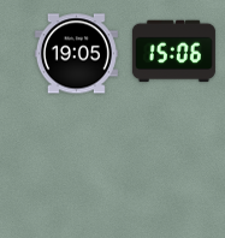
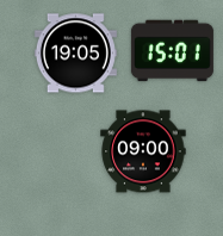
clock at (173, 52): 15:06 -> 15:01
clock at (143, 151): none -> 09:00
